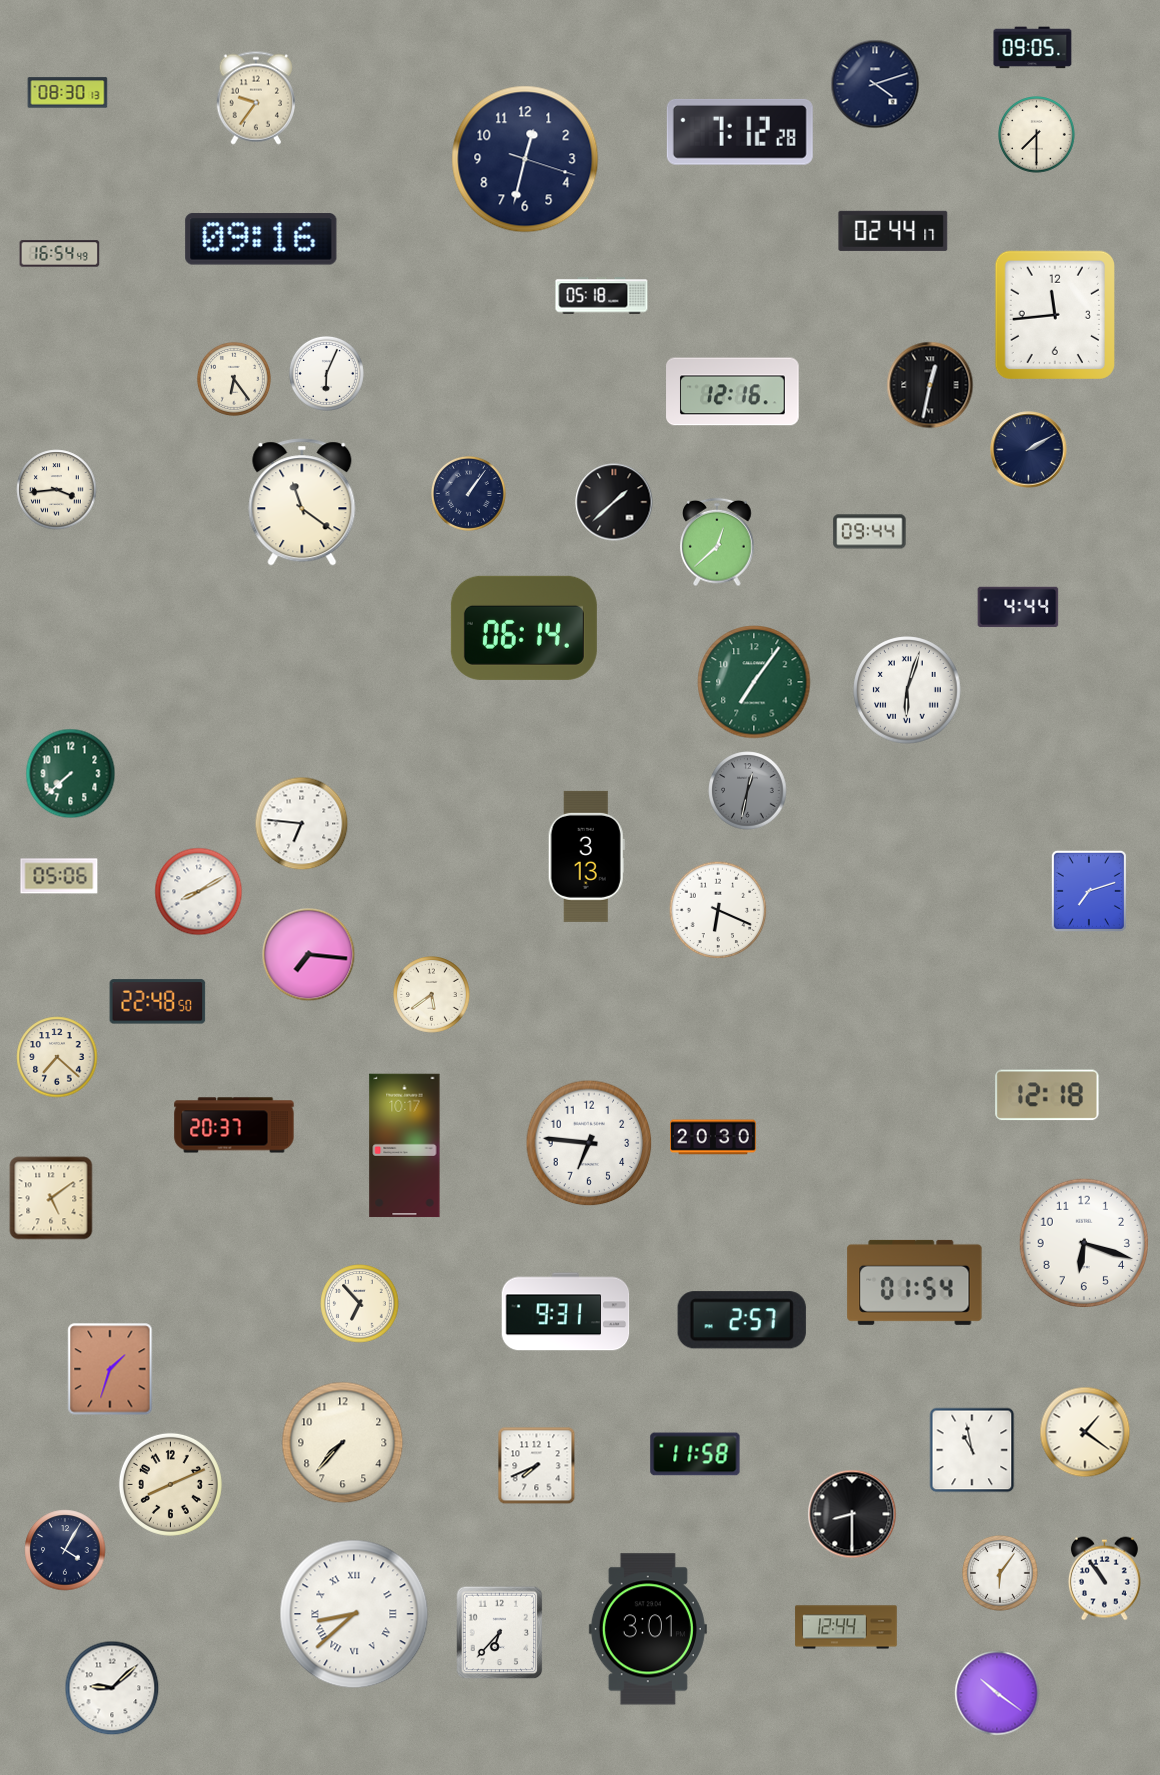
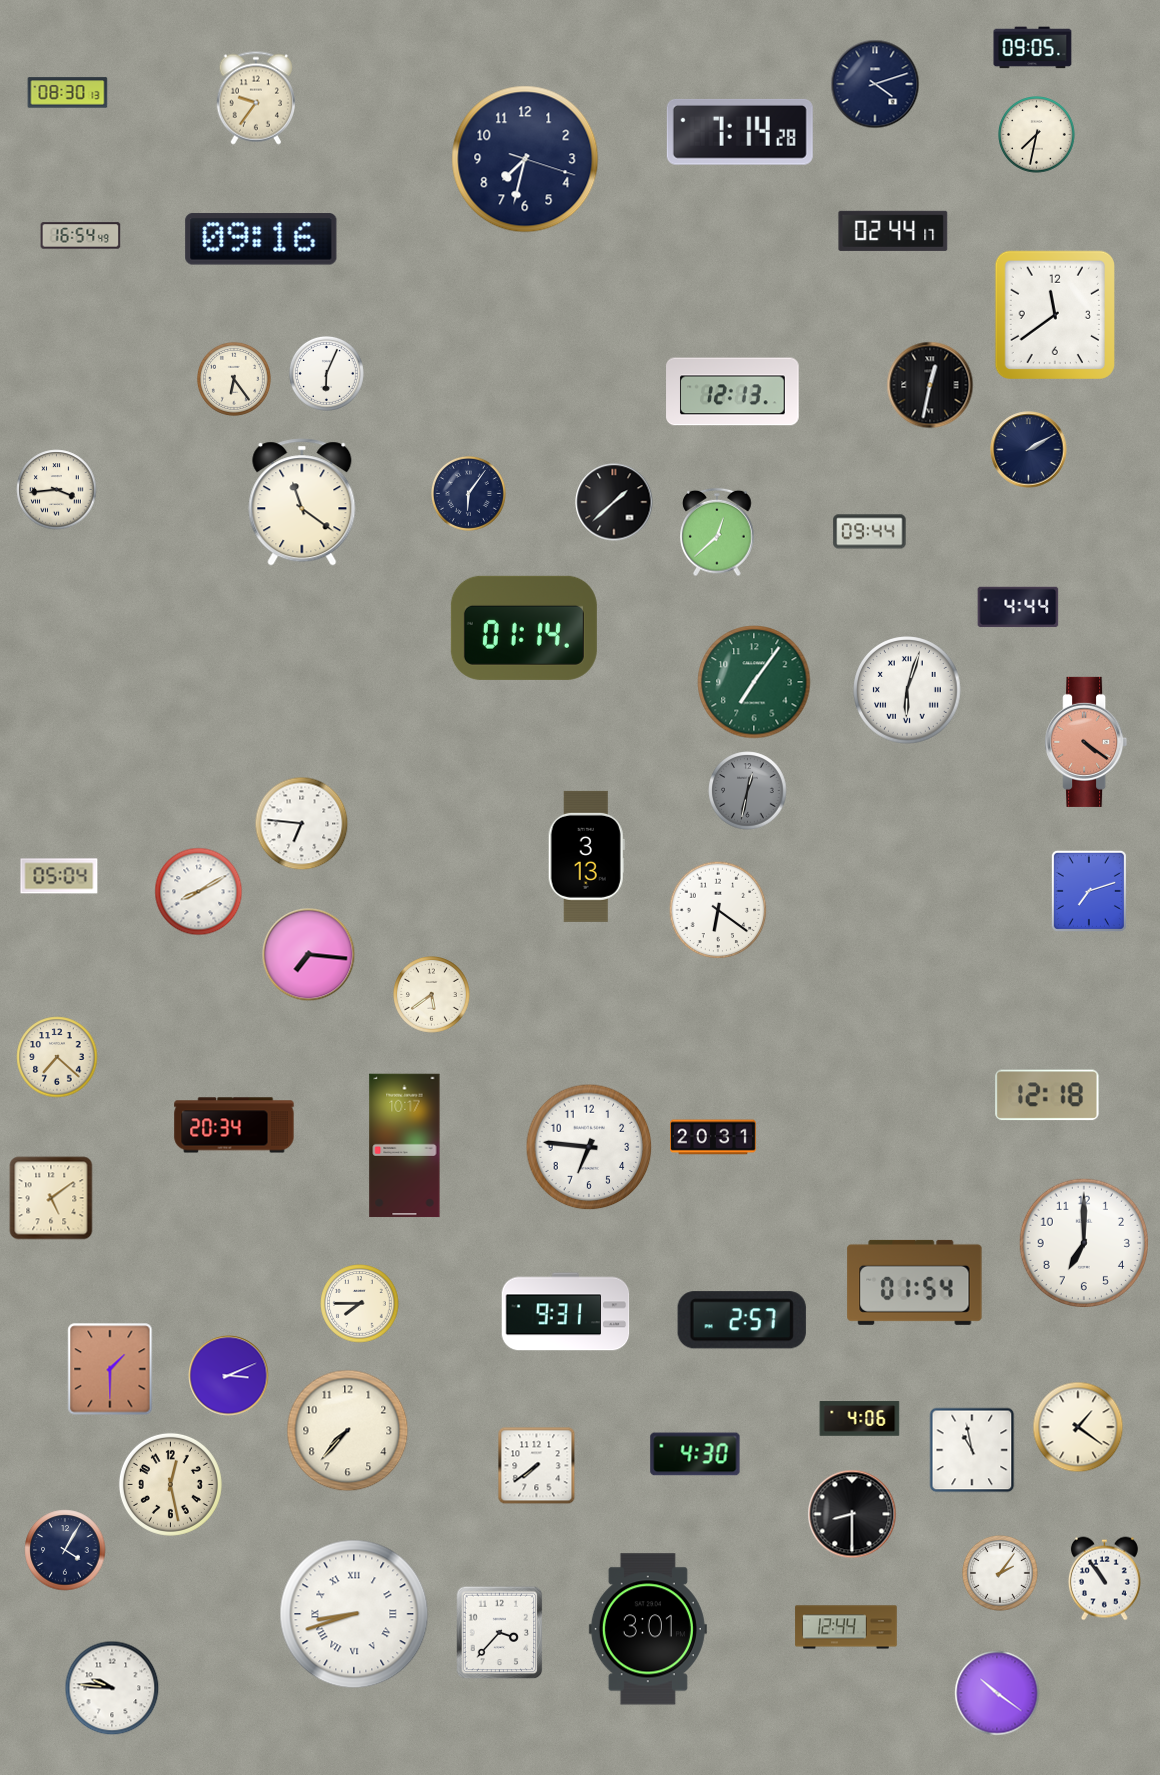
clock at (740, 132): 7:12 -> 7:14
clock at (1037, 135): 7:30 -> 7:32
clock at (525, 159): 12:32 -> 7:32
clock at (60, 254) position: (60, 254) -> (81, 236)
clock at (602, 296): 05:18 -> none
clock at (1054, 314): 11:44 -> 11:39
clock at (733, 392): 12:16 -> 12:13
clock at (468, 493): 1:06 -> 6:06
clock at (717, 542) position: (717, 542) -> (717, 532)
clock at (524, 628): 06:14 -> 01:14
clock at (1086, 742): none -> 4:21
clock at (71, 774): 7:38 -> none
clock at (59, 876): 05:06 -> 05:04
clock at (718, 910): 6:19 -> 6:21
clock at (158, 1002): 22:48 -> none
clock at (234, 1125): 20:37 -> 20:34
clock at (713, 1137): 20:30 -> 20:31
clock at (589, 1143) position: (589, 1143) -> (589, 1147)
clock at (1083, 1242): 6:18 -> 7:00
clock at (360, 1304): 6:53 -> 7:45
clock at (110, 1369): 1:33 -> 1:30
clock at (229, 1376): none -> 3:11
clock at (860, 1419): none -> 4:06
clock at (1085, 1432) position: (1085, 1432) -> (1078, 1427)
clock at (343, 1443) position: (343, 1443) -> (348, 1431)
clock at (695, 1454): 11:58 -> 4:30
clock at (537, 1466): 7:41 -> 7:39
clock at (170, 1484): 8:11 -> 12:28
clock at (1000, 1573): 6:06 -> 2:06
clock at (354, 1614): 8:38 -> 8:42
clock at (500, 1633): 6:37 -> 3:37
clock at (112, 1688): 9:08 -> 9:46
